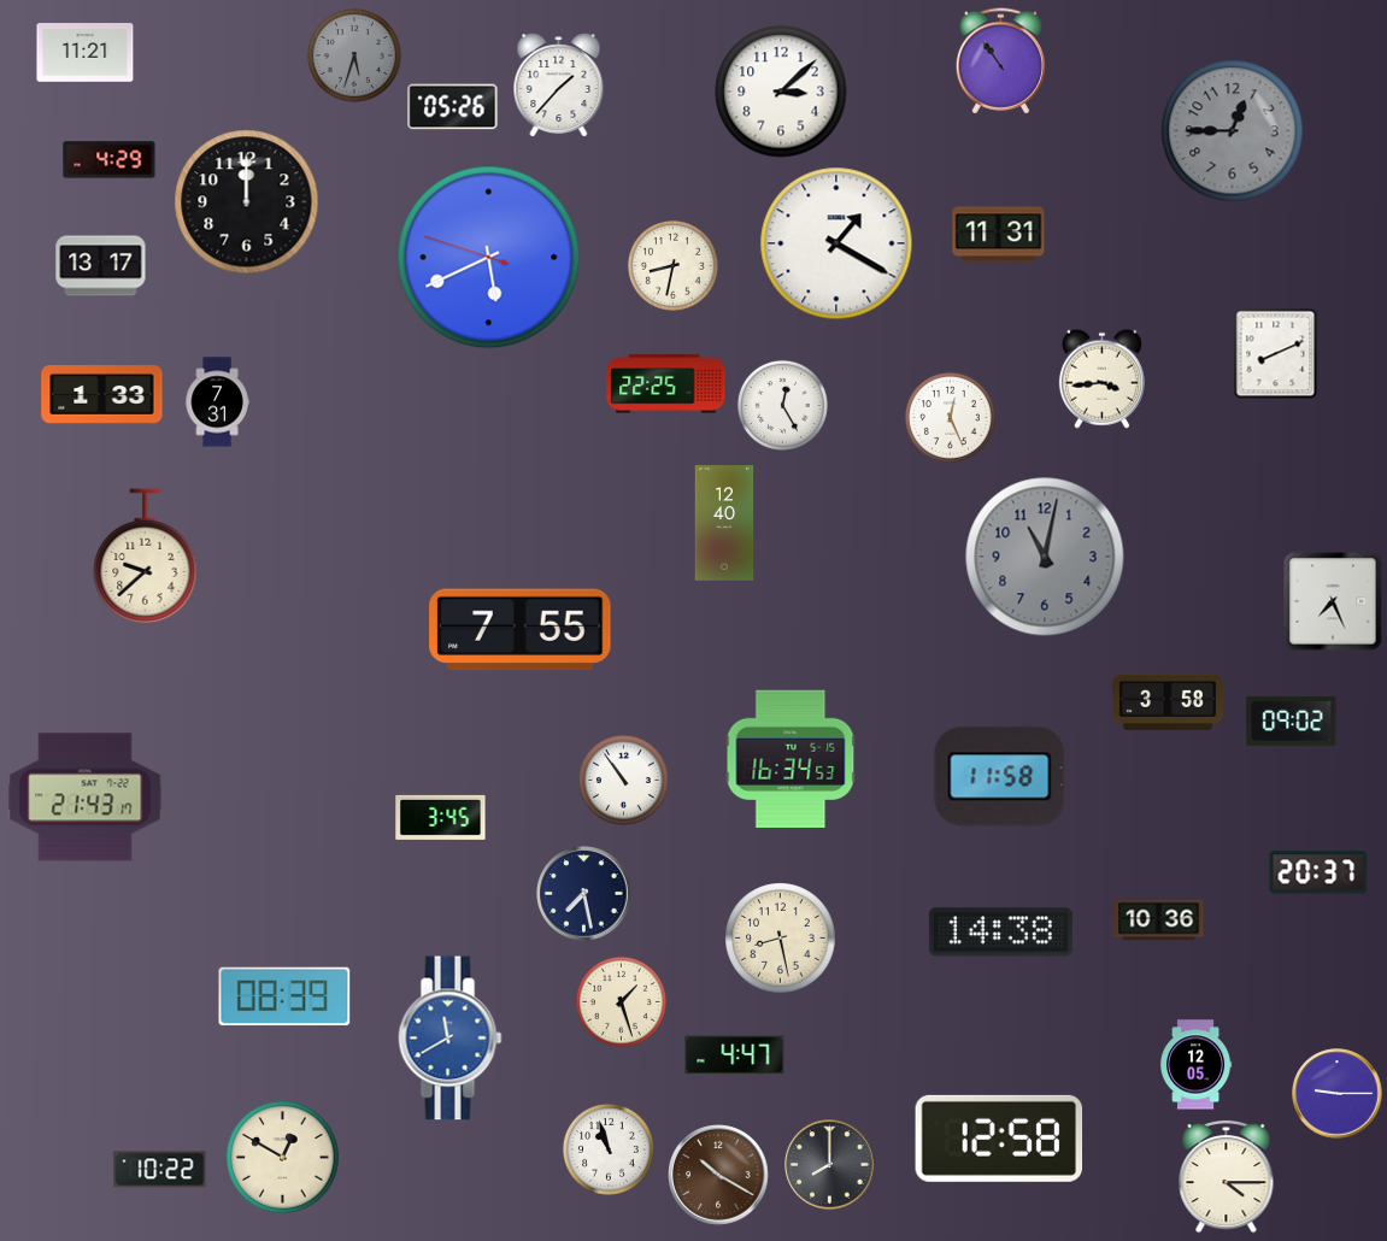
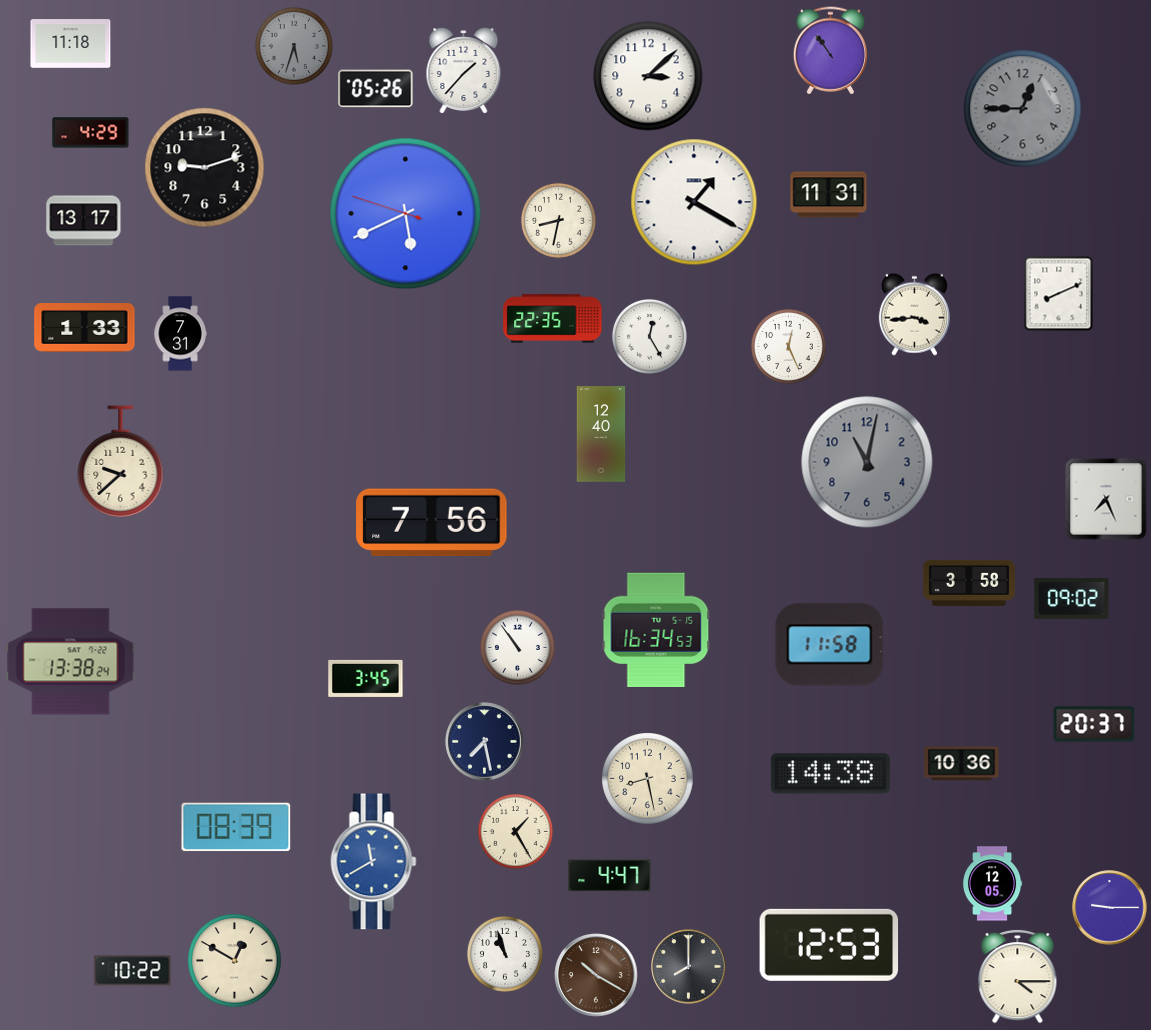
clock at (86, 53): 11:21 -> 11:18
clock at (247, 202): 12:00 -> 9:12
clock at (666, 384): 22:25 -> 22:35
clock at (521, 630): 7:55 -> 7:56
clock at (86, 798): 21:43 -> 13:38
clock at (621, 1001): 1:27 -> 1:25
clock at (999, 1139): 12:58 -> 12:53
